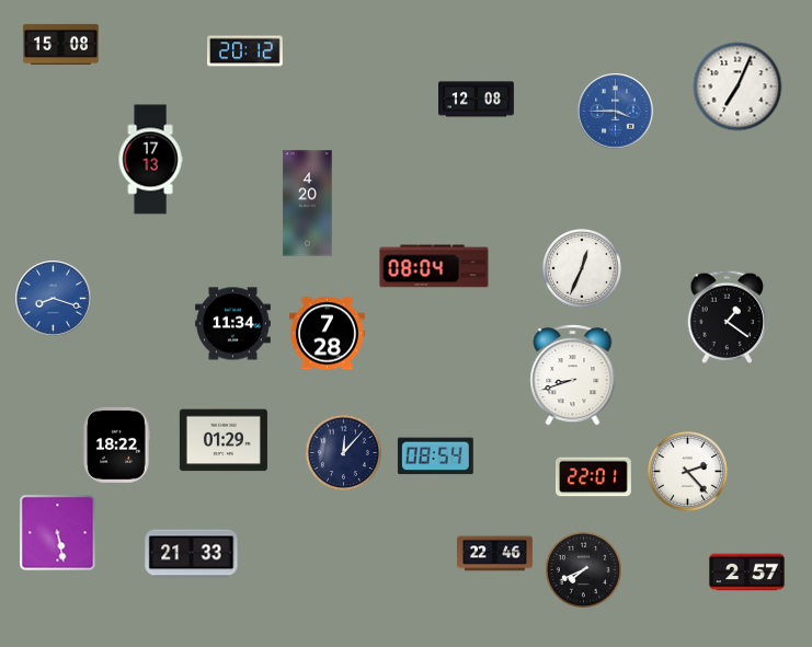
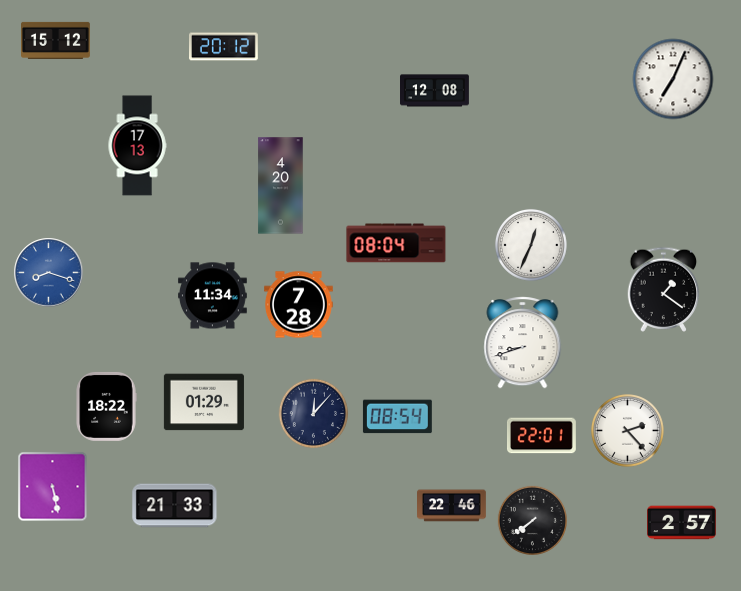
clock at (61, 44): 15:08 -> 15:12
clock at (616, 112): 3:45 -> none
clock at (583, 569): 7:41 -> 7:39
